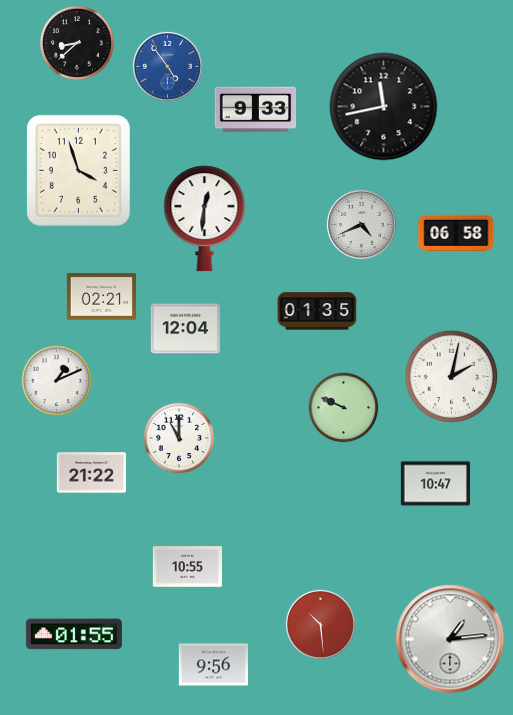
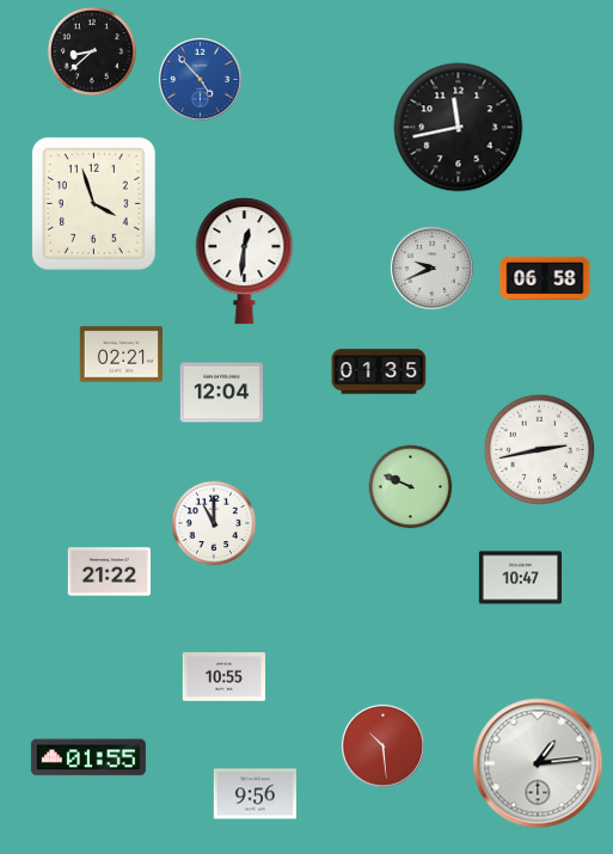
clock at (167, 66): 4:54 -> 4:53
clock at (256, 110): 9:33 -> none
clock at (361, 224): 4:41 -> 9:41
clock at (452, 377): 2:02 -> 2:43
clock at (57, 381): 1:11 -> none
clock at (91, 473) position: (91, 473) -> (109, 572)
